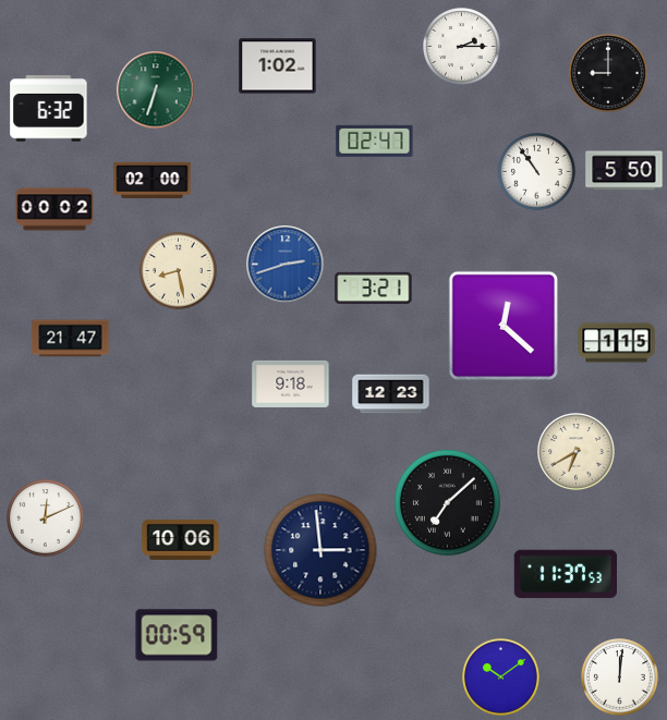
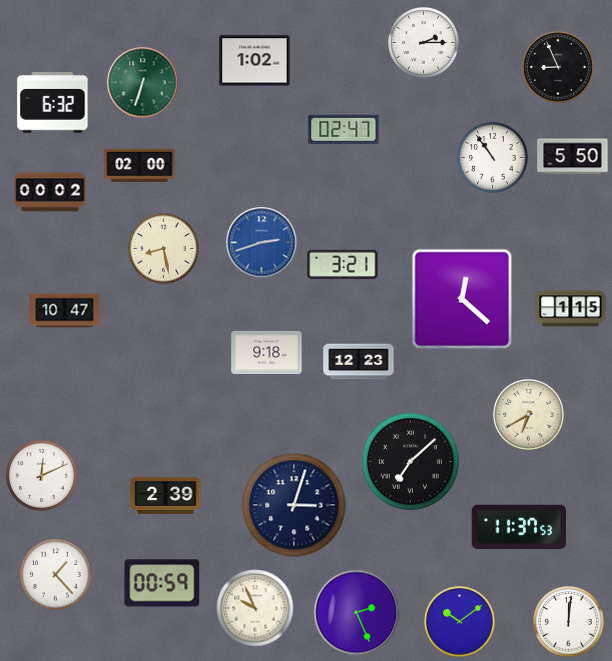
clock at (608, 73): 9:00 -> 8:56
clock at (49, 109) position: (49, 109) -> (53, 103)
clock at (71, 339): 21:47 -> 10:47
clock at (617, 343) position: (617, 343) -> (571, 309)
clock at (181, 539): 10:06 -> 2:39
clock at (320, 550): 2:59 -> 3:03
clock at (56, 575): none -> 1:23
clock at (255, 608): none -> 9:56
clock at (357, 613): none -> 2:26
